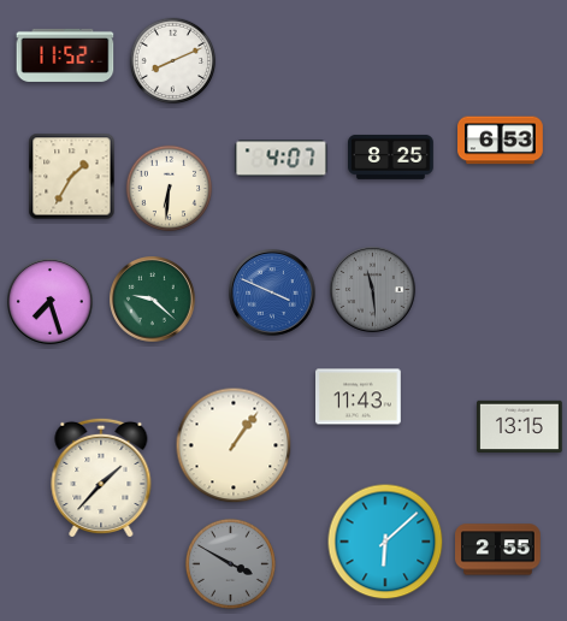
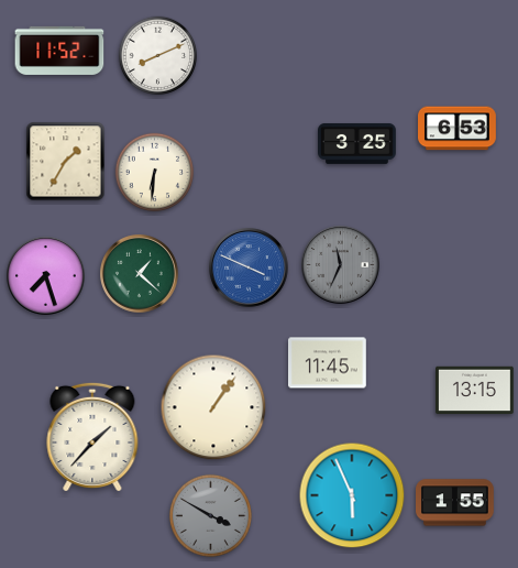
clock at (391, 156): 8:25 -> 3:25
clock at (282, 159): 4:07 -> none
clock at (373, 290): 11:29 -> 11:34
clock at (153, 300): 9:22 -> 1:22
clock at (359, 397): 11:43 -> 11:45
clock at (385, 542): 6:08 -> 5:56
clock at (498, 550): 2:55 -> 1:55
